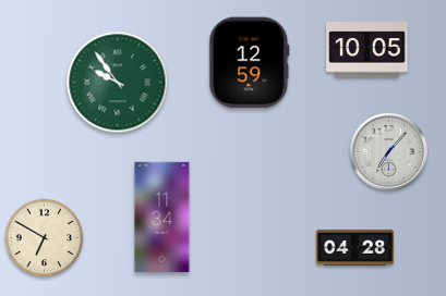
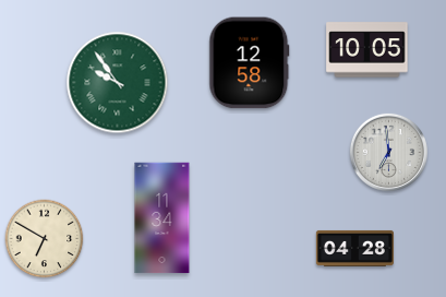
clock at (250, 63): 12:59 -> 12:58
clock at (388, 151): 7:07 -> 6:59
